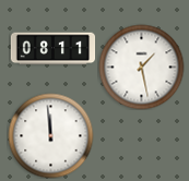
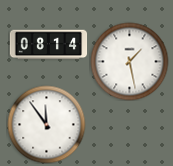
clock at (52, 49): 08:11 -> 08:14
clock at (50, 135): 11:59 -> 11:54
